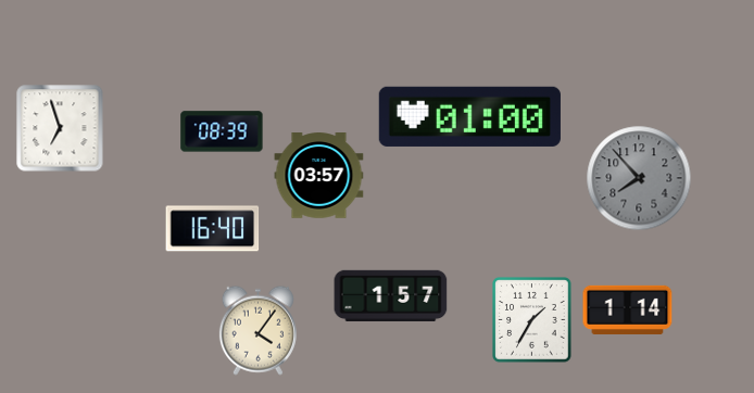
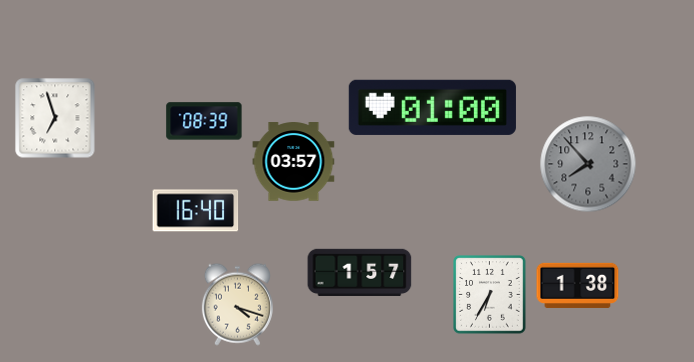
clock at (628, 309): 1:14 -> 1:38
clock at (532, 320): 1:35 -> 6:35
clock at (257, 330): 4:06 -> 4:18
